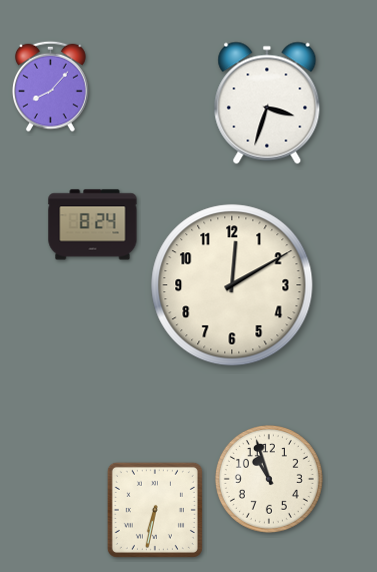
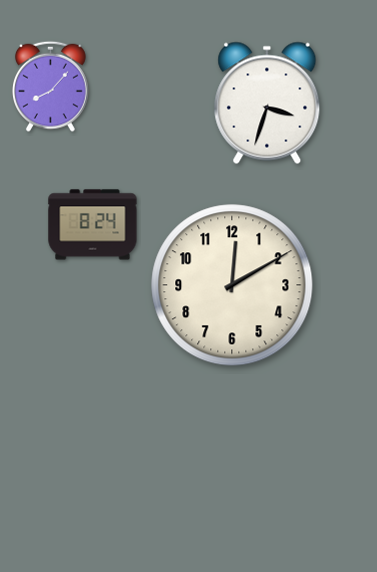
clock at (269, 479): 10:57 -> none
clock at (155, 510): 6:32 -> none
